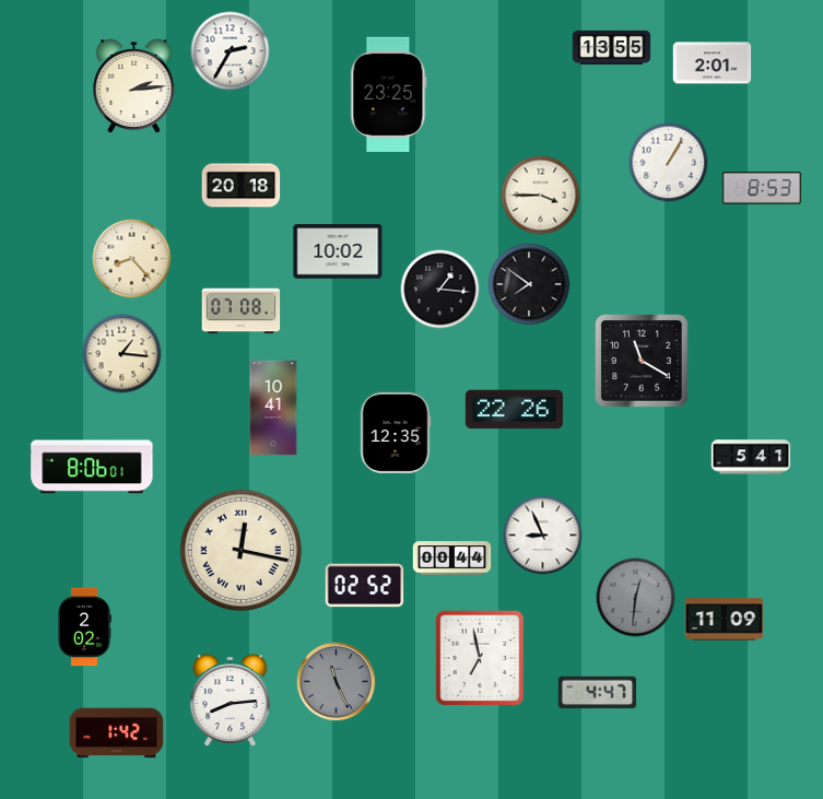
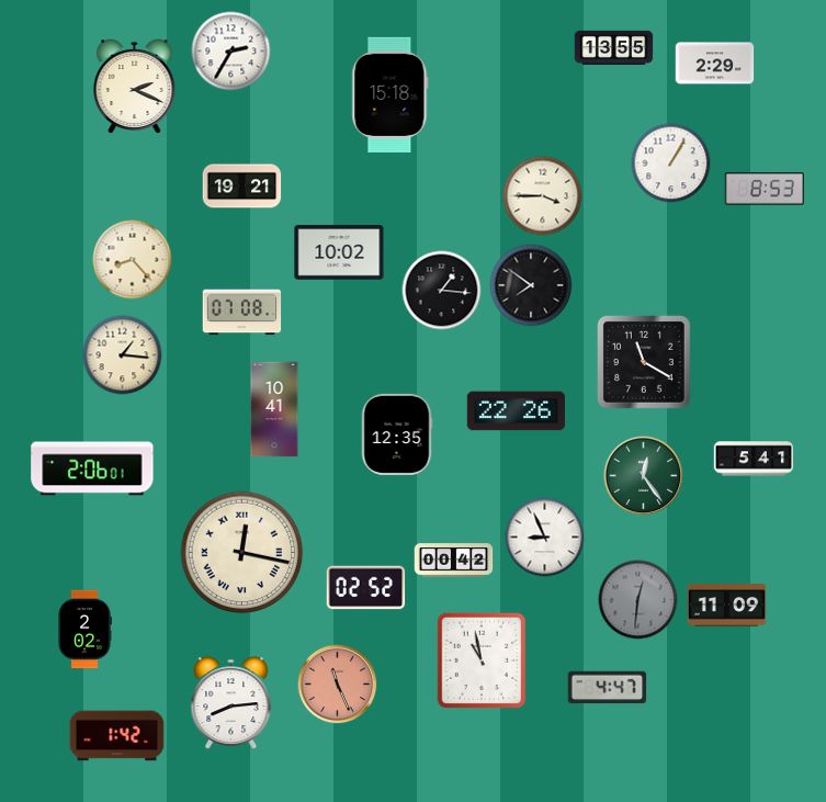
clock at (713, 63): 2:01 -> 2:29
clock at (134, 86): 2:14 -> 2:19
clock at (389, 94): 23:25 -> 15:18
clock at (242, 186): 20:18 -> 19:21
clock at (92, 467): 8:06 -> 2:06
clock at (644, 476): none -> 12:24
clock at (452, 559): 00:44 -> 00:42
clock at (725, 620) position: (725, 620) -> (727, 606)
clock at (480, 658): 6:58 -> 10:58
clock at (337, 682) dial: grey -> salmon
clock at (598, 693) position: (598, 693) -> (608, 688)
